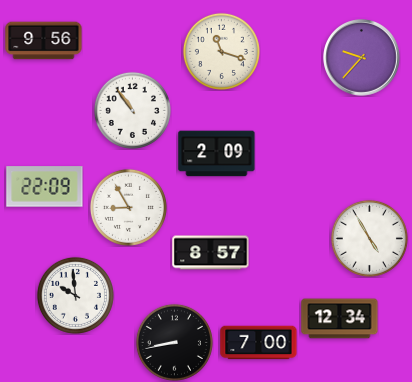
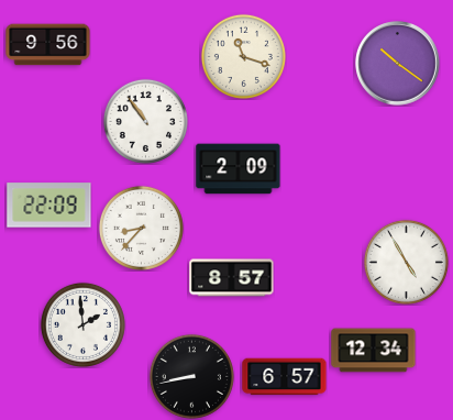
clock at (362, 58): 9:37 -> 10:21
clock at (128, 207): 8:55 -> 8:37
clock at (75, 295): 9:59 -> 1:59
clock at (259, 343): 7:00 -> 6:57
